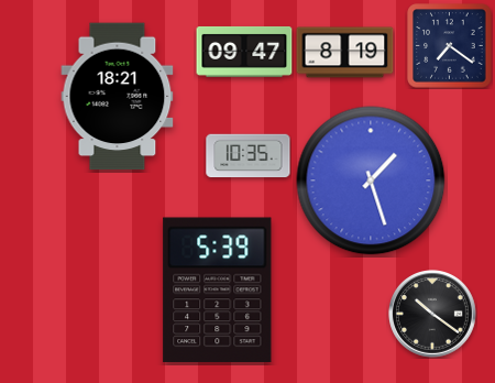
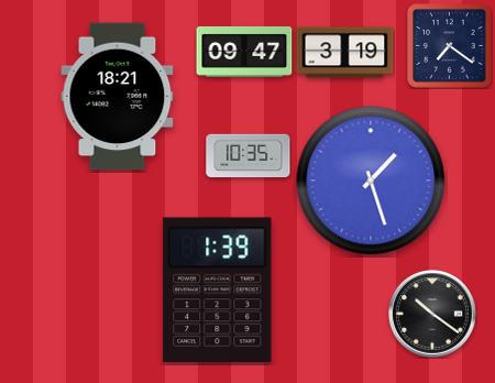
clock at (345, 53): 8:19 -> 3:19
clock at (218, 291): 5:39 -> 1:39
